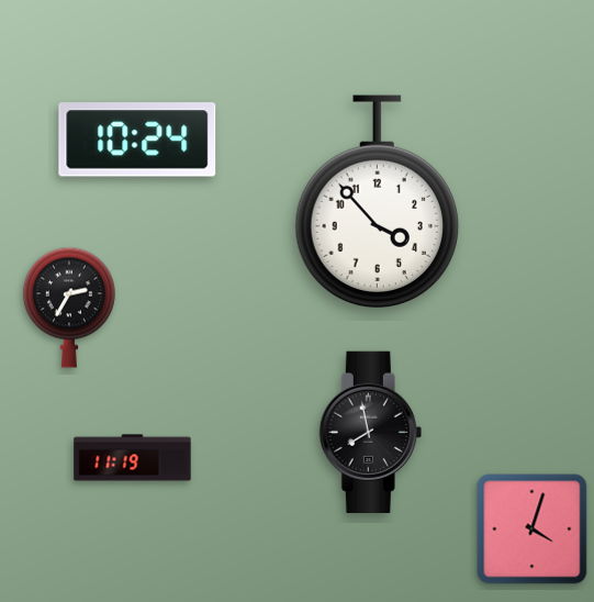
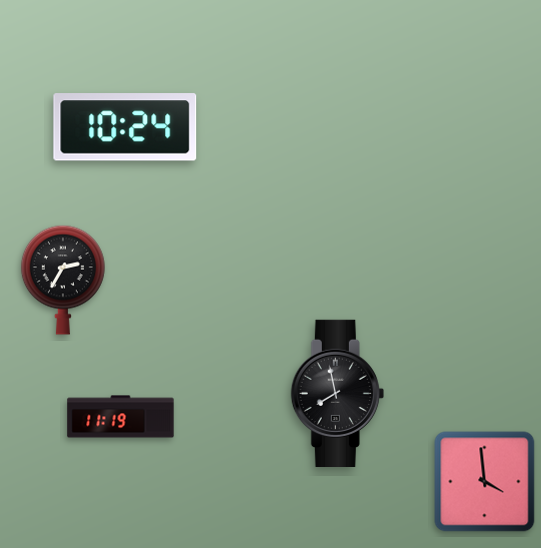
clock at (377, 202): 3:53 -> none
clock at (533, 529): 4:03 -> 3:59
